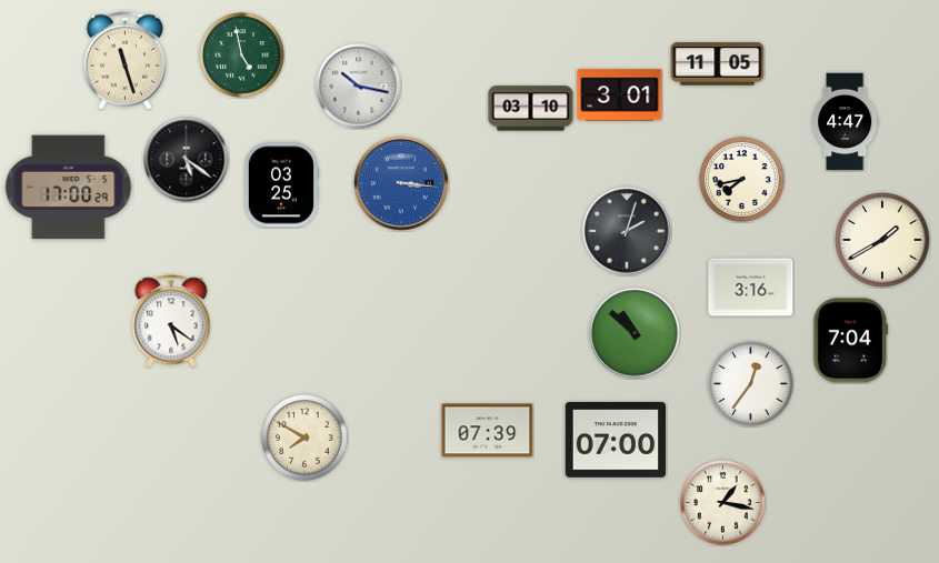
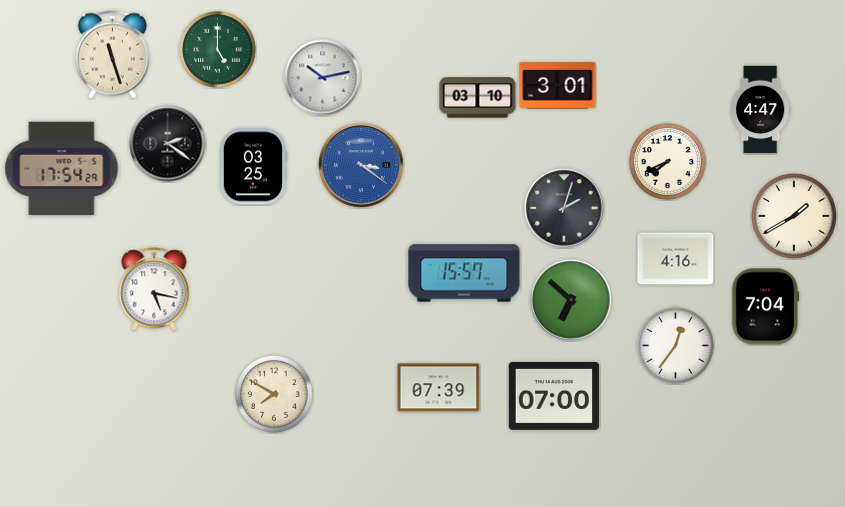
clock at (242, 56): 4:58 -> 5:00
clock at (718, 64): 11:05 -> none
clock at (359, 87): 10:17 -> 10:13
clock at (187, 160): 5:21 -> 2:21
clock at (742, 180): 7:43 -> 7:41
clock at (401, 183): 3:16 -> 3:21
clock at (69, 188): 17:00 -> 17:54
clock at (751, 288): 3:16 -> 4:16
clock at (464, 273): none -> 15:57
clock at (171, 321): 5:21 -> 5:17
clock at (635, 333): 10:52 -> 6:52
clock at (723, 503): 1:17 -> none
